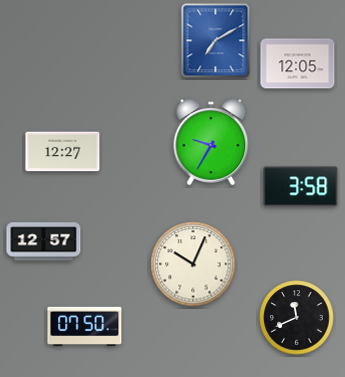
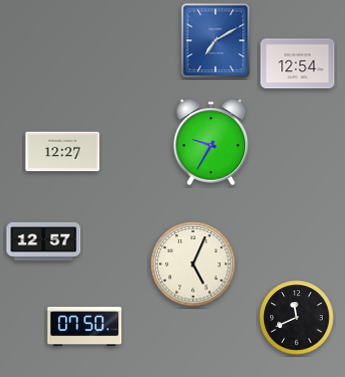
clock at (298, 64): 12:05 -> 12:54
clock at (301, 187): 3:58 -> none
clock at (193, 264): 10:04 -> 5:04
